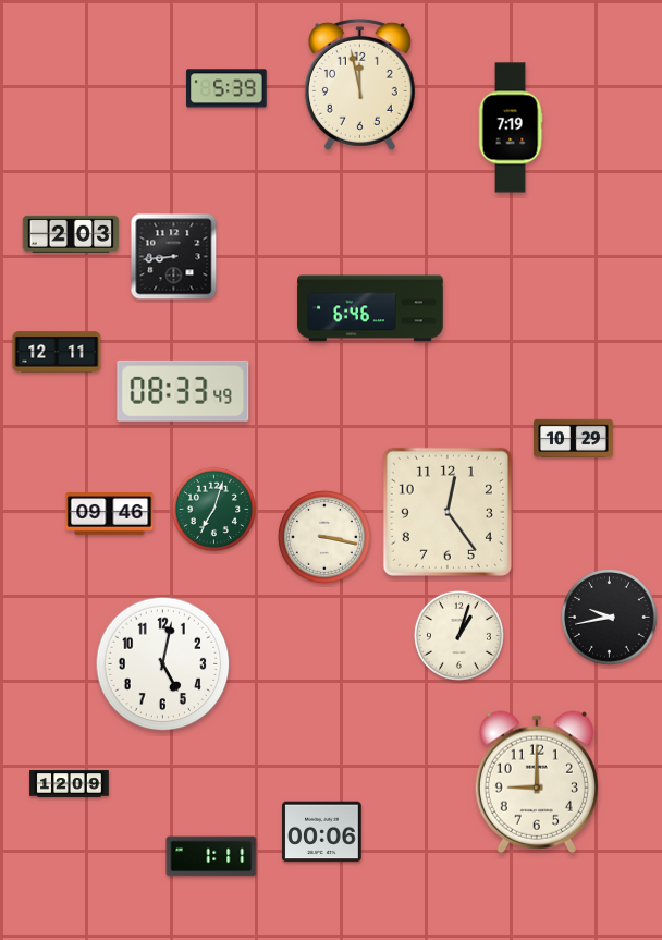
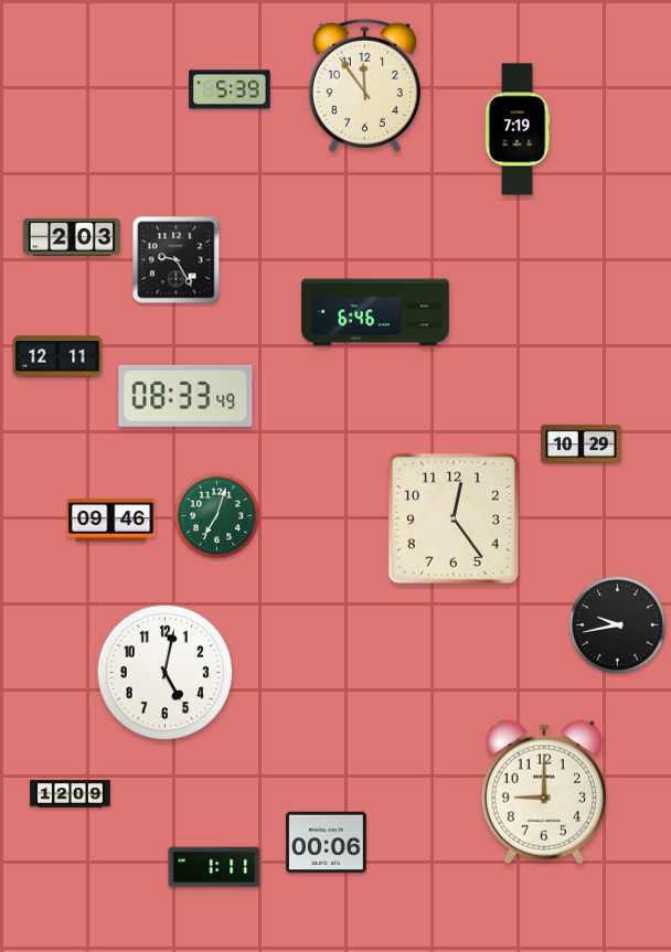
clock at (359, 84): 11:58 -> 11:54
clock at (174, 257): 8:44 -> 9:25
clock at (324, 537): 3:17 -> none
clock at (458, 635): 1:03 -> none
